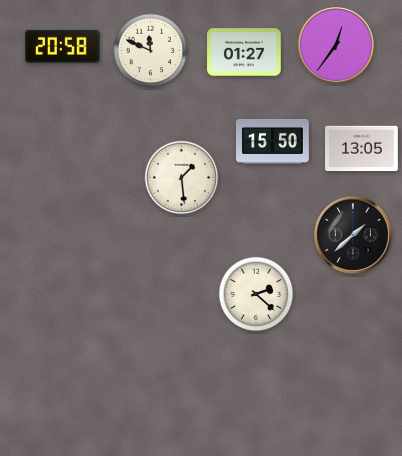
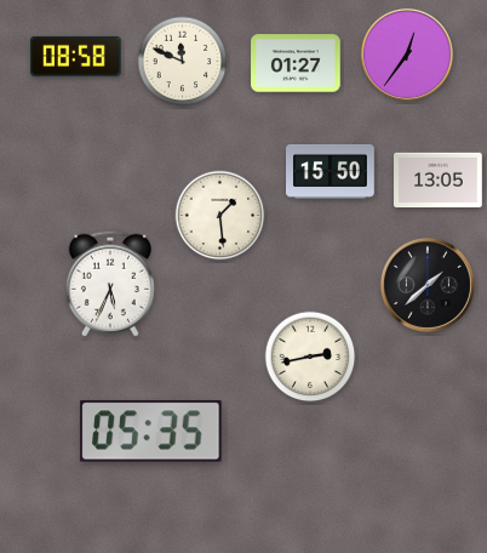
clock at (63, 46): 20:58 -> 08:58
clock at (110, 284): none -> 5:34
clock at (256, 294): 2:22 -> 2:43
clock at (151, 432): none -> 05:35
